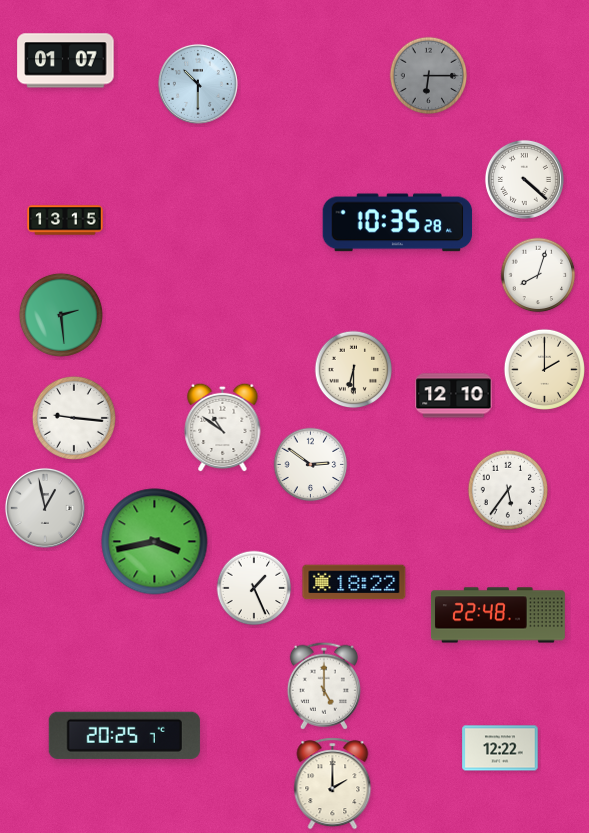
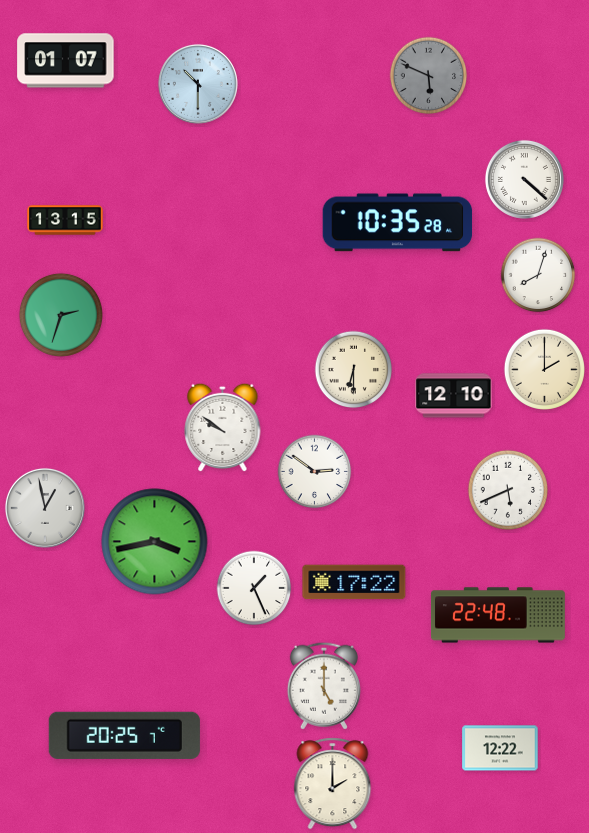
clock at (429, 76): 6:15 -> 5:49
clock at (61, 315): 2:29 -> 2:33
clock at (74, 418): 9:16 -> none
clock at (223, 427): 10:51 -> 9:51
clock at (311, 465) position: (311, 465) -> (315, 472)
clock at (507, 489): 5:36 -> 5:41
clock at (354, 582): 18:22 -> 17:22
